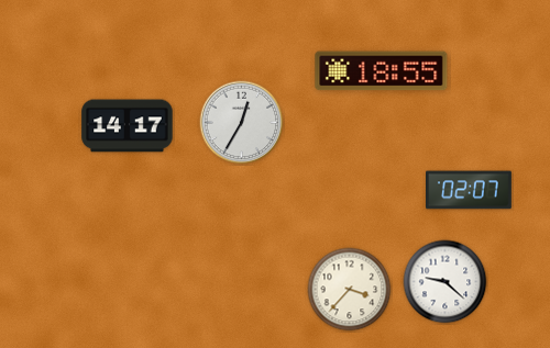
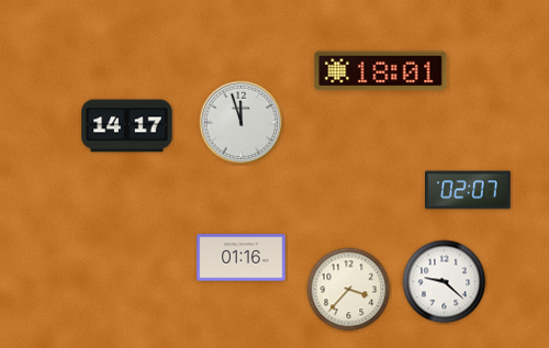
clock at (382, 71): 18:55 -> 18:01
clock at (242, 123): 12:35 -> 11:57
clock at (242, 258): none -> 01:16
